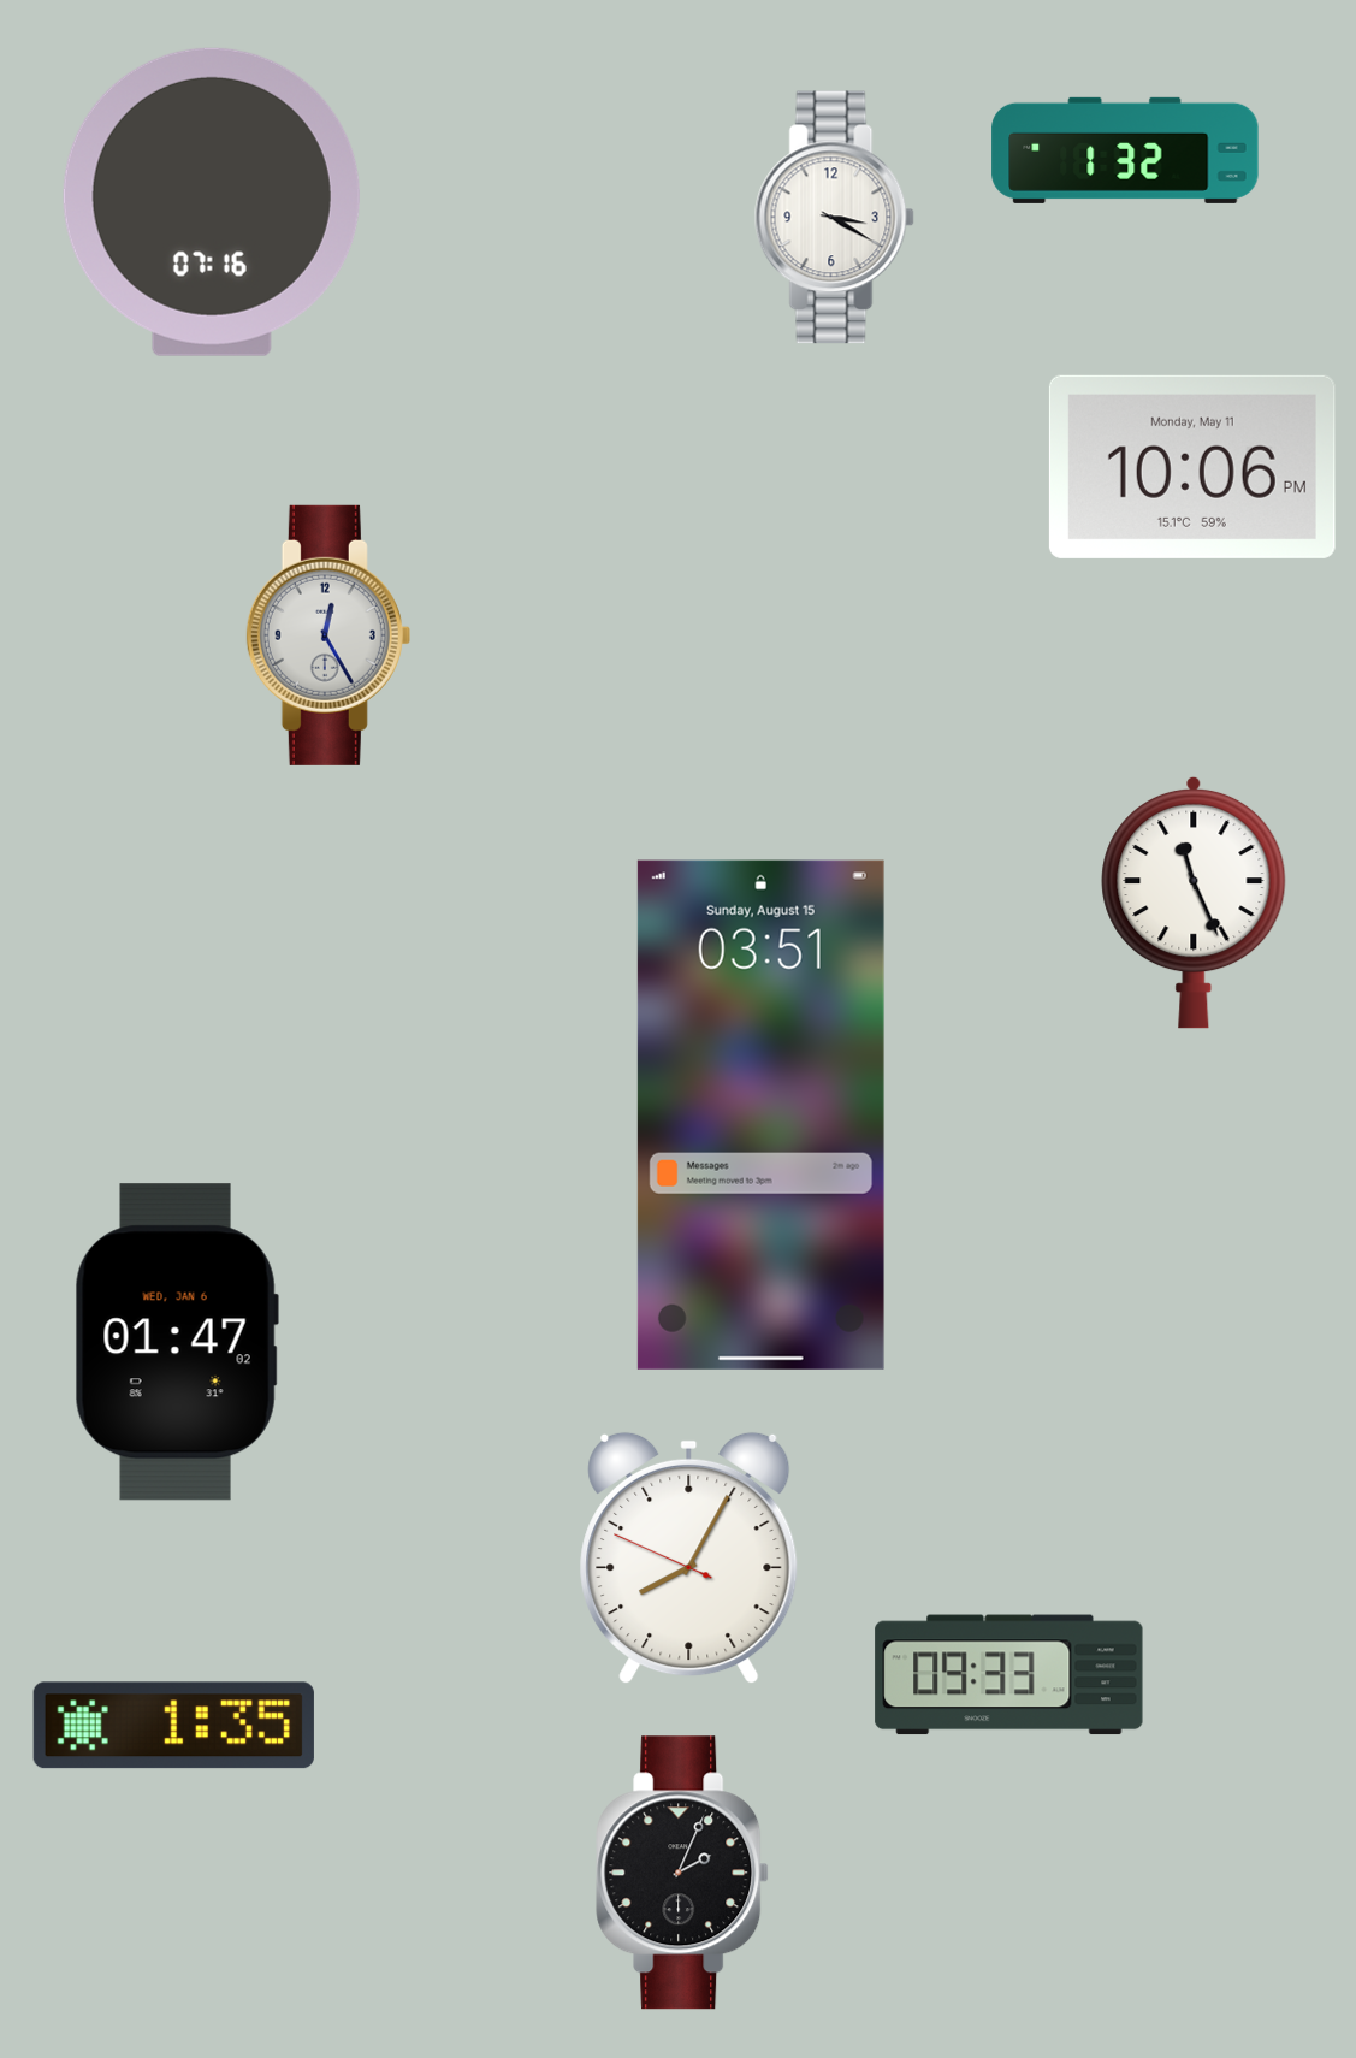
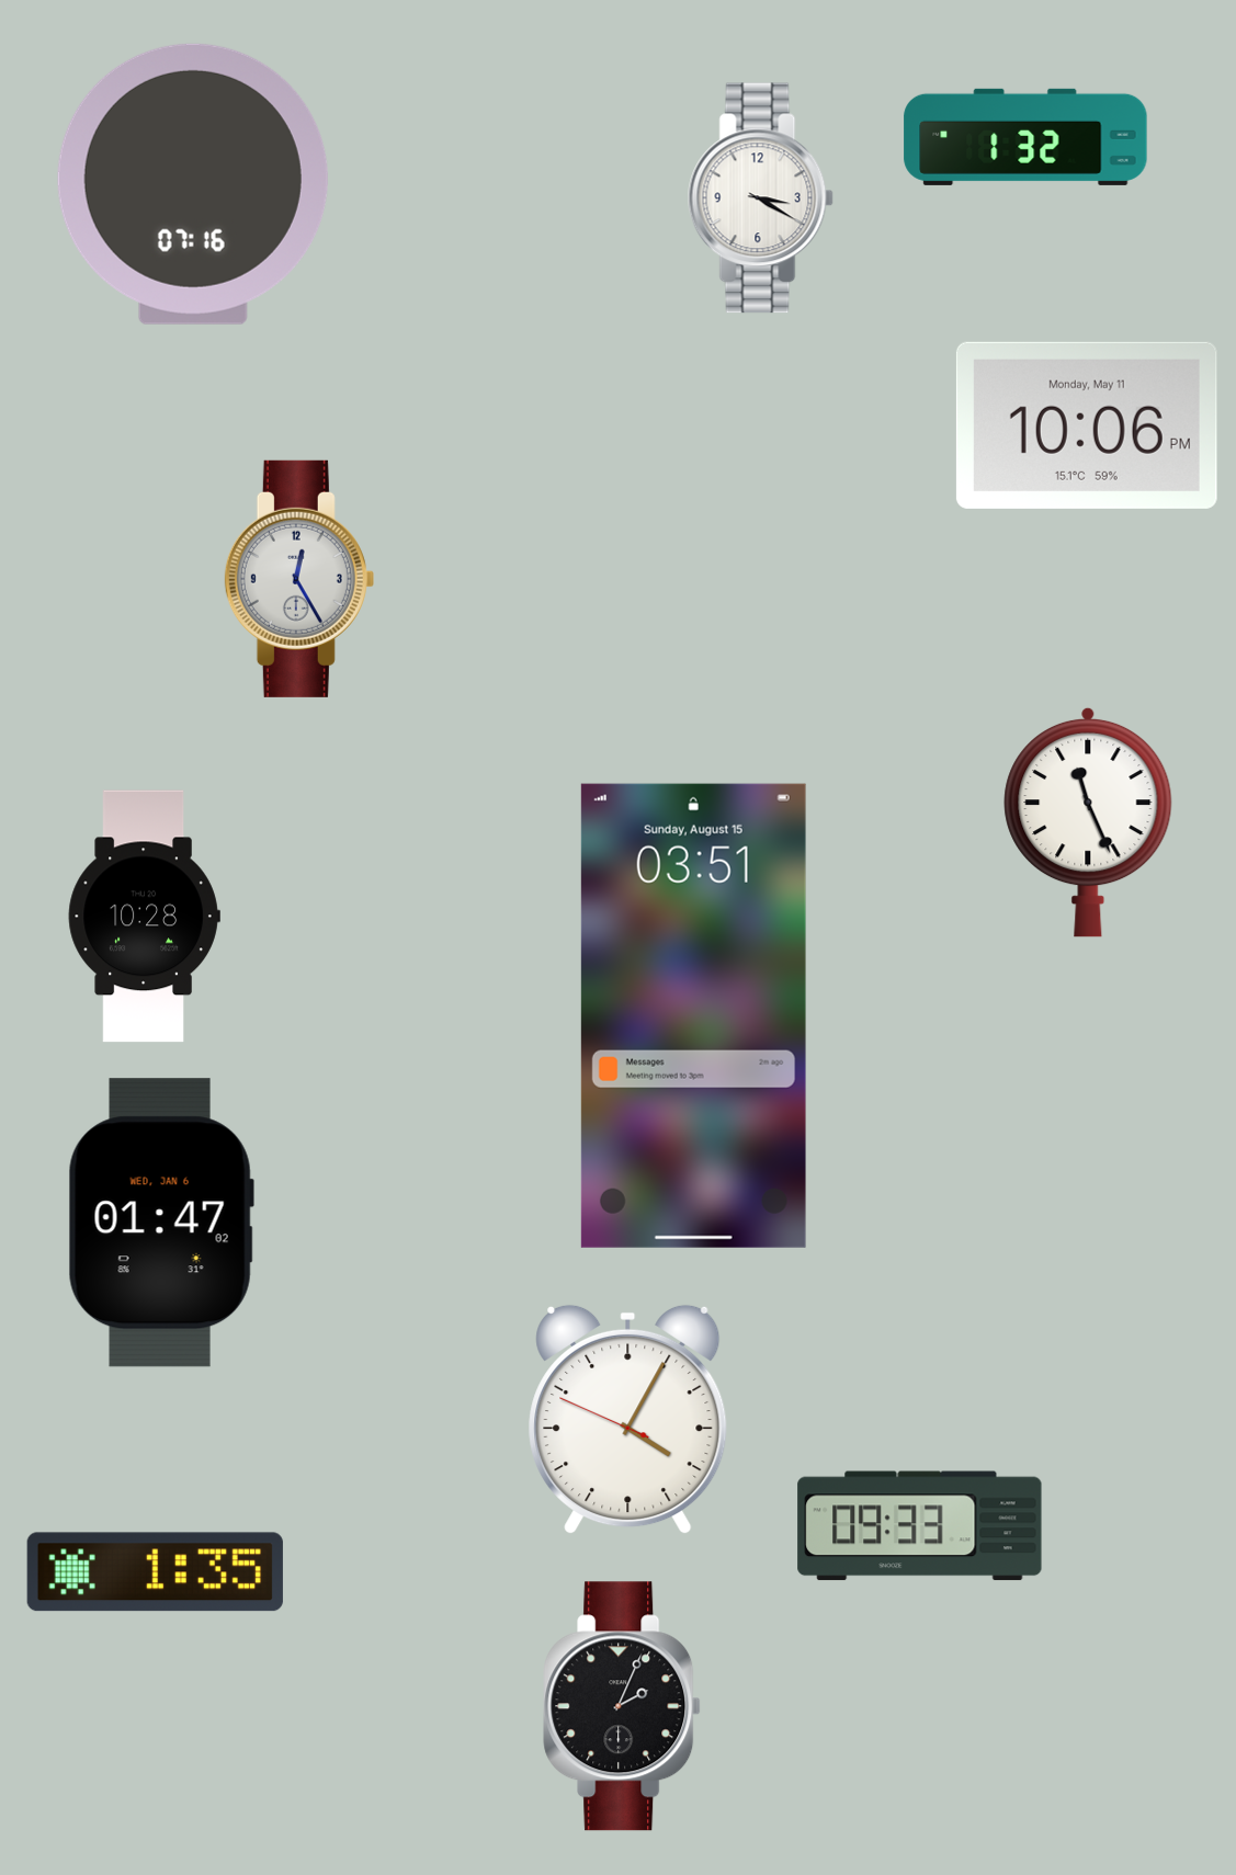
clock at (144, 917): none -> 10:28
clock at (689, 1559): 8:04 -> 4:04
clock at (173, 1726) position: (173, 1726) -> (155, 1572)
